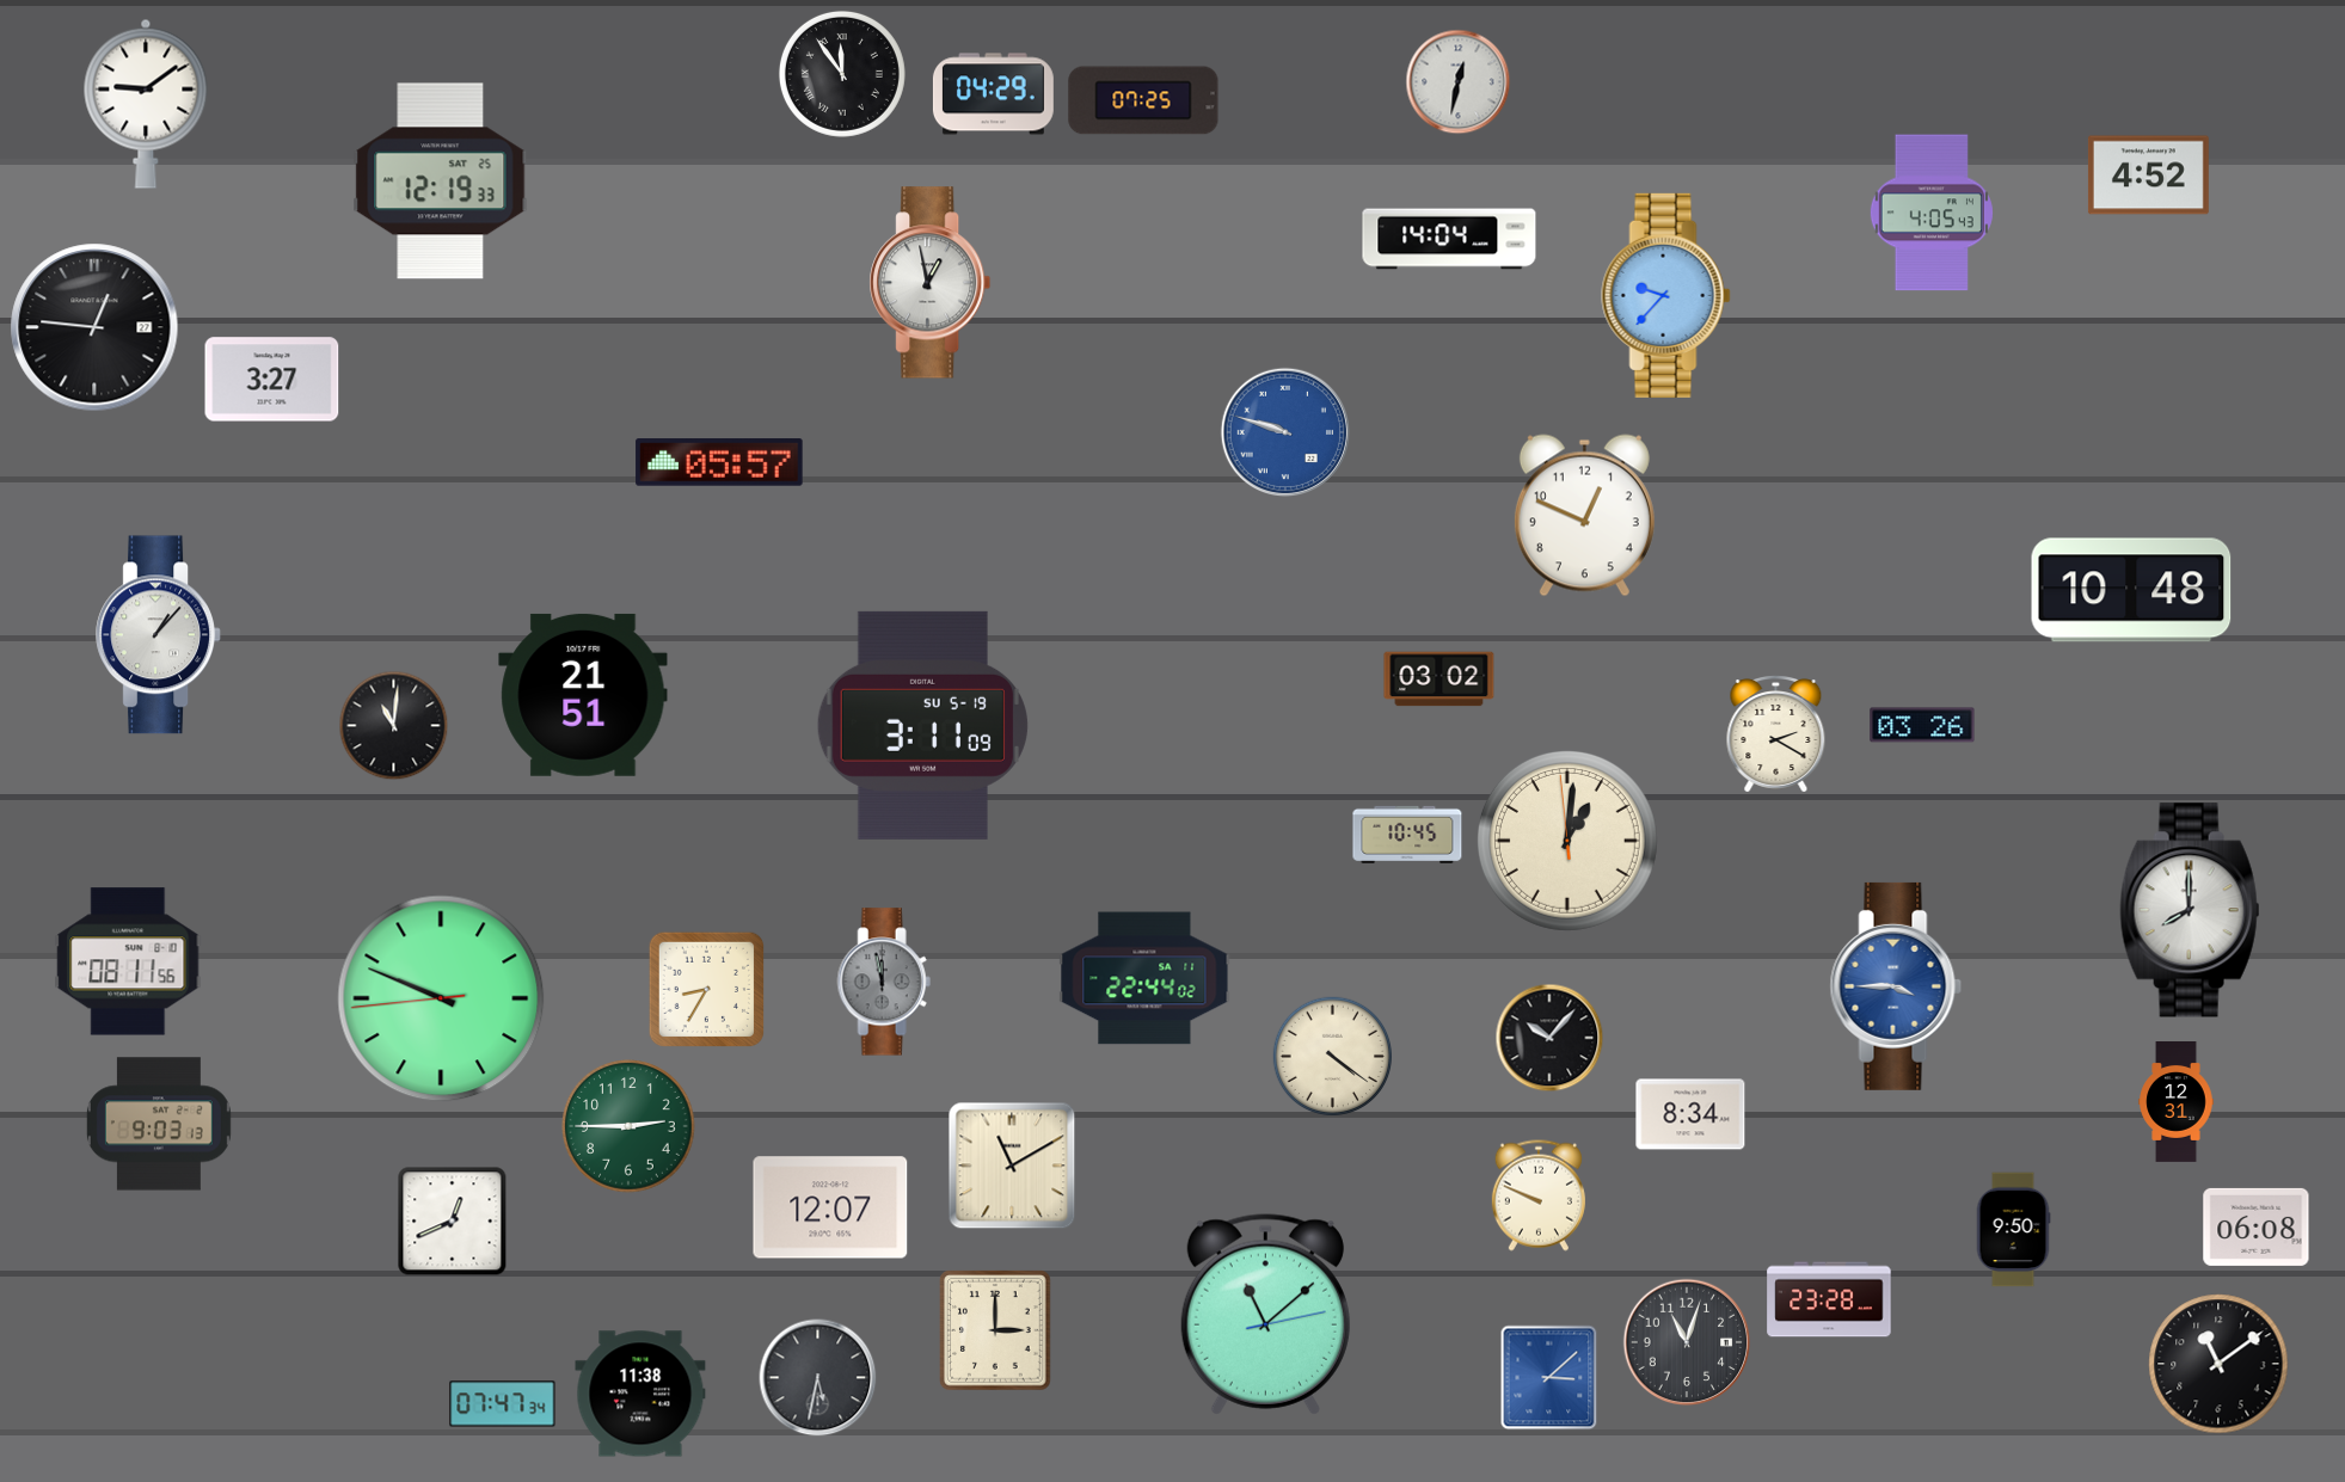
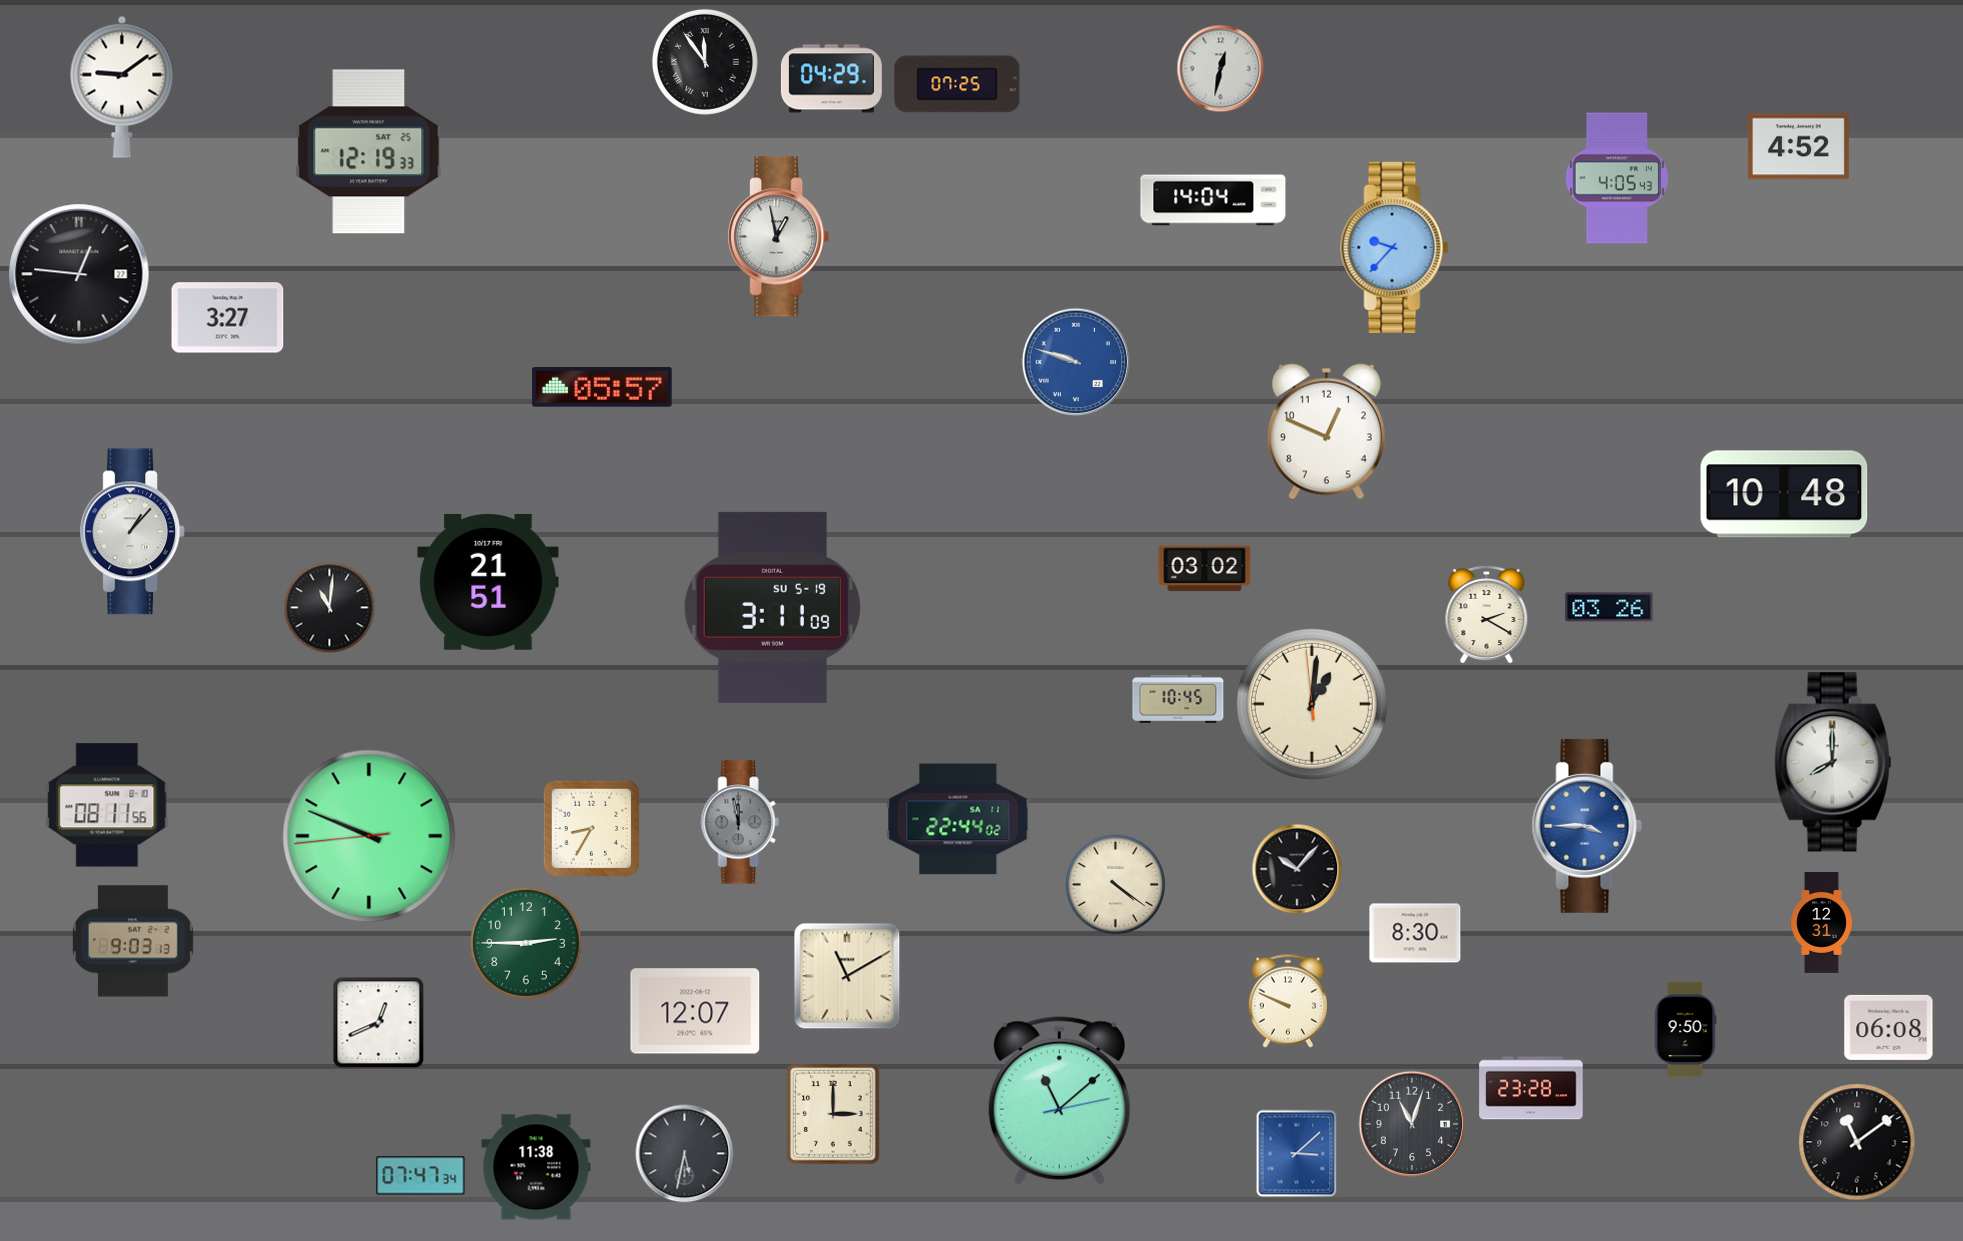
clock at (1690, 1114): 8:34 -> 8:30
